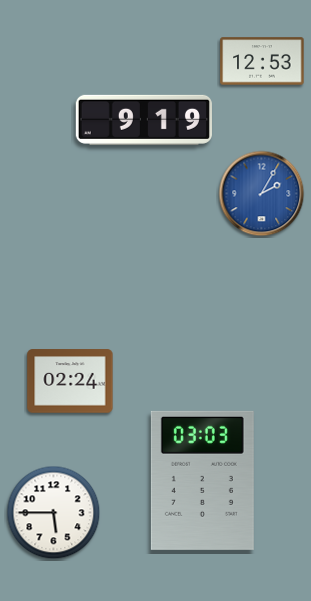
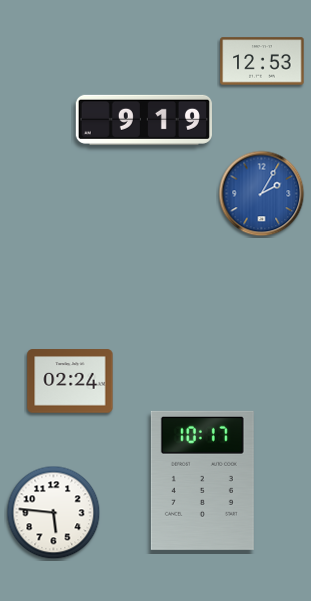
clock at (202, 480): 03:03 -> 10:17
clock at (54, 513): 5:45 -> 5:46
